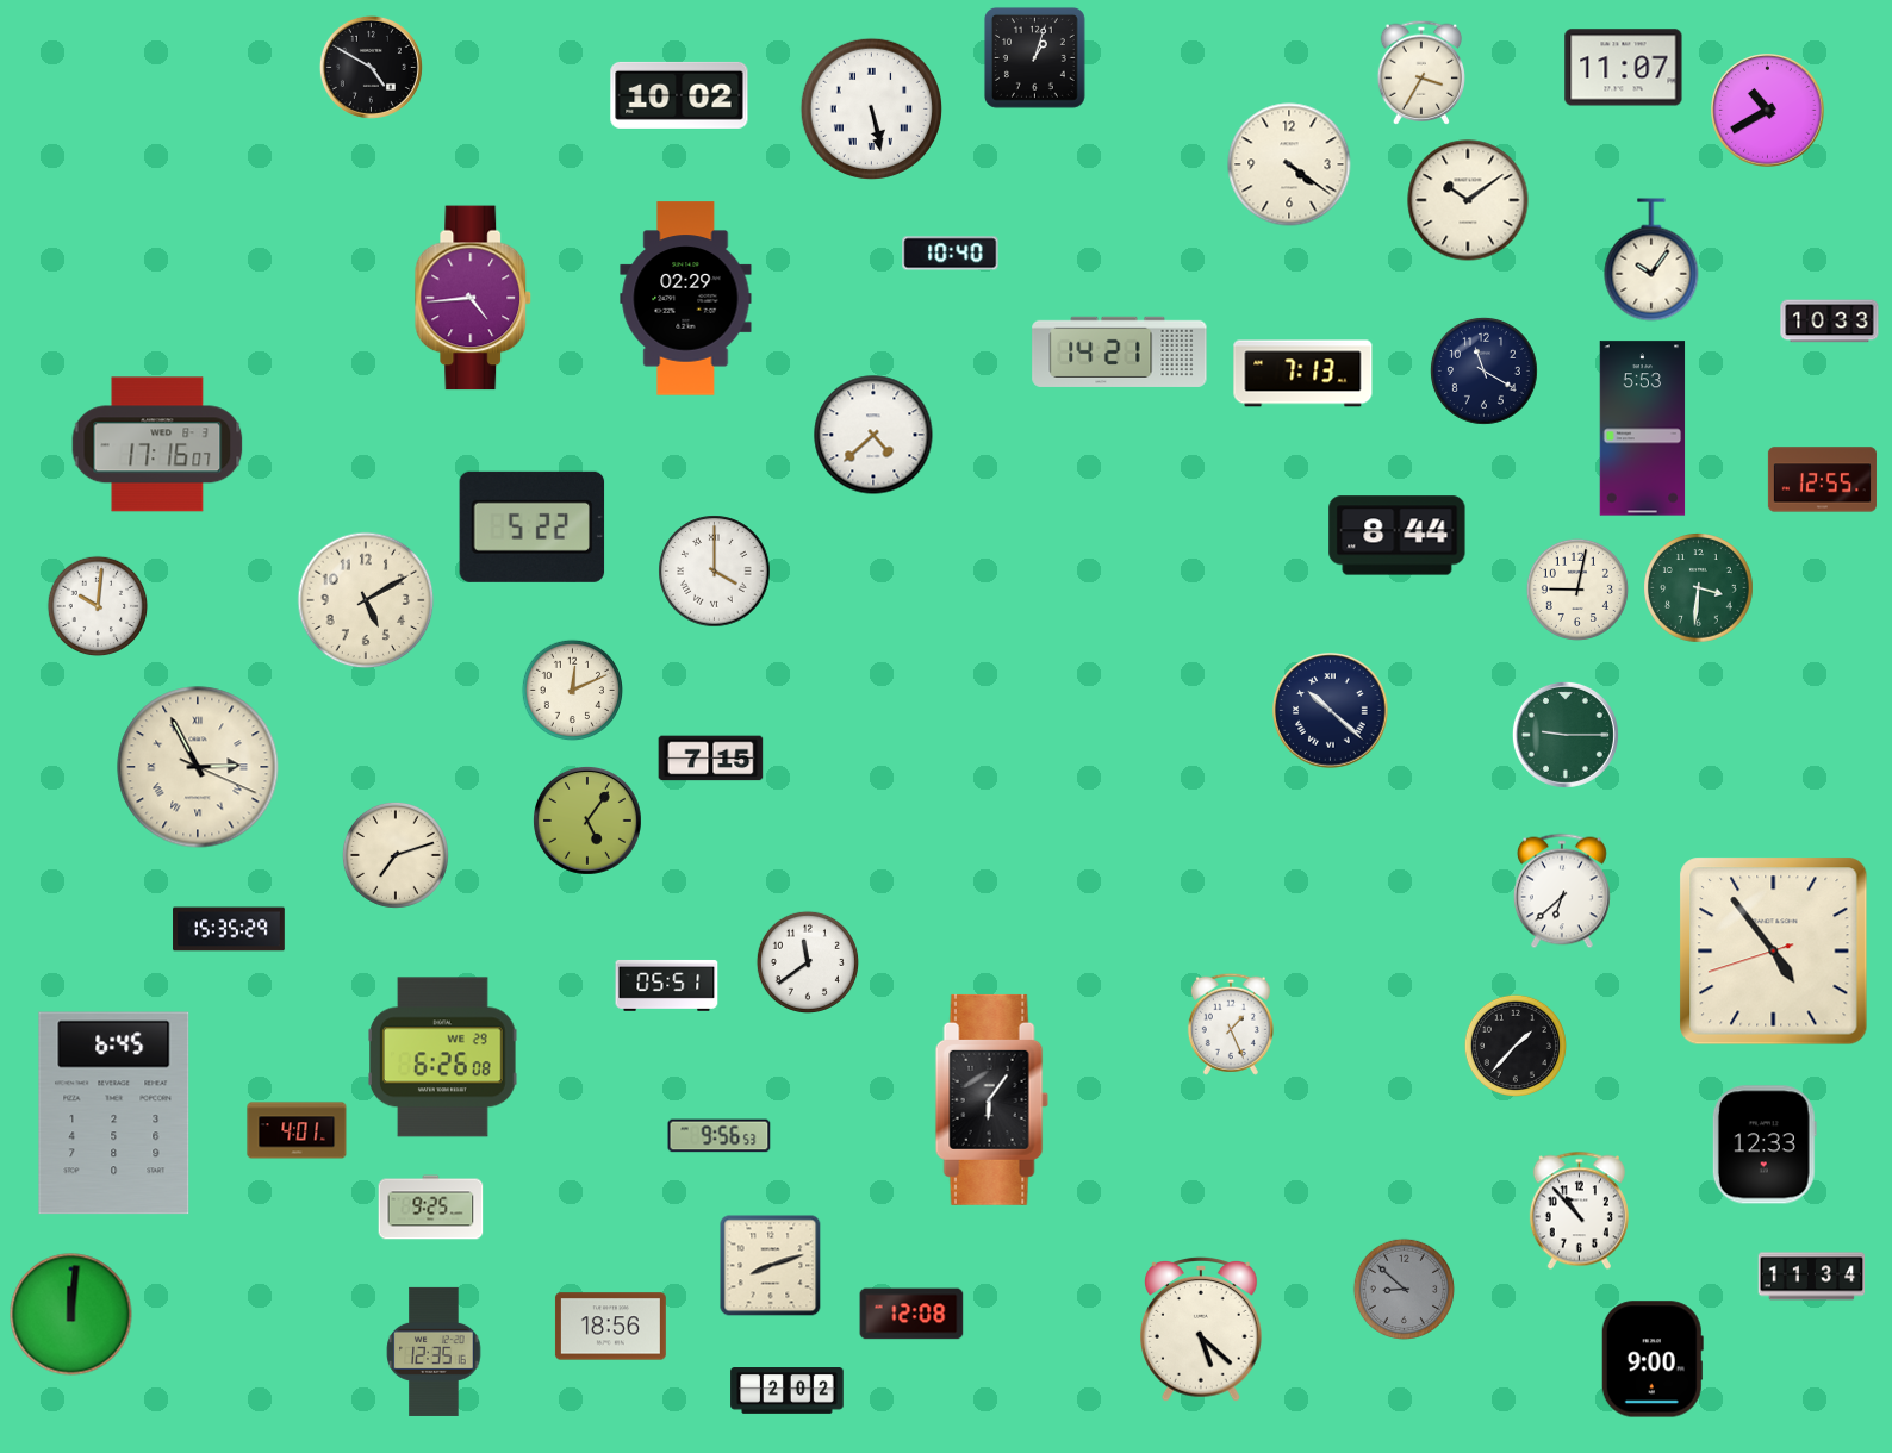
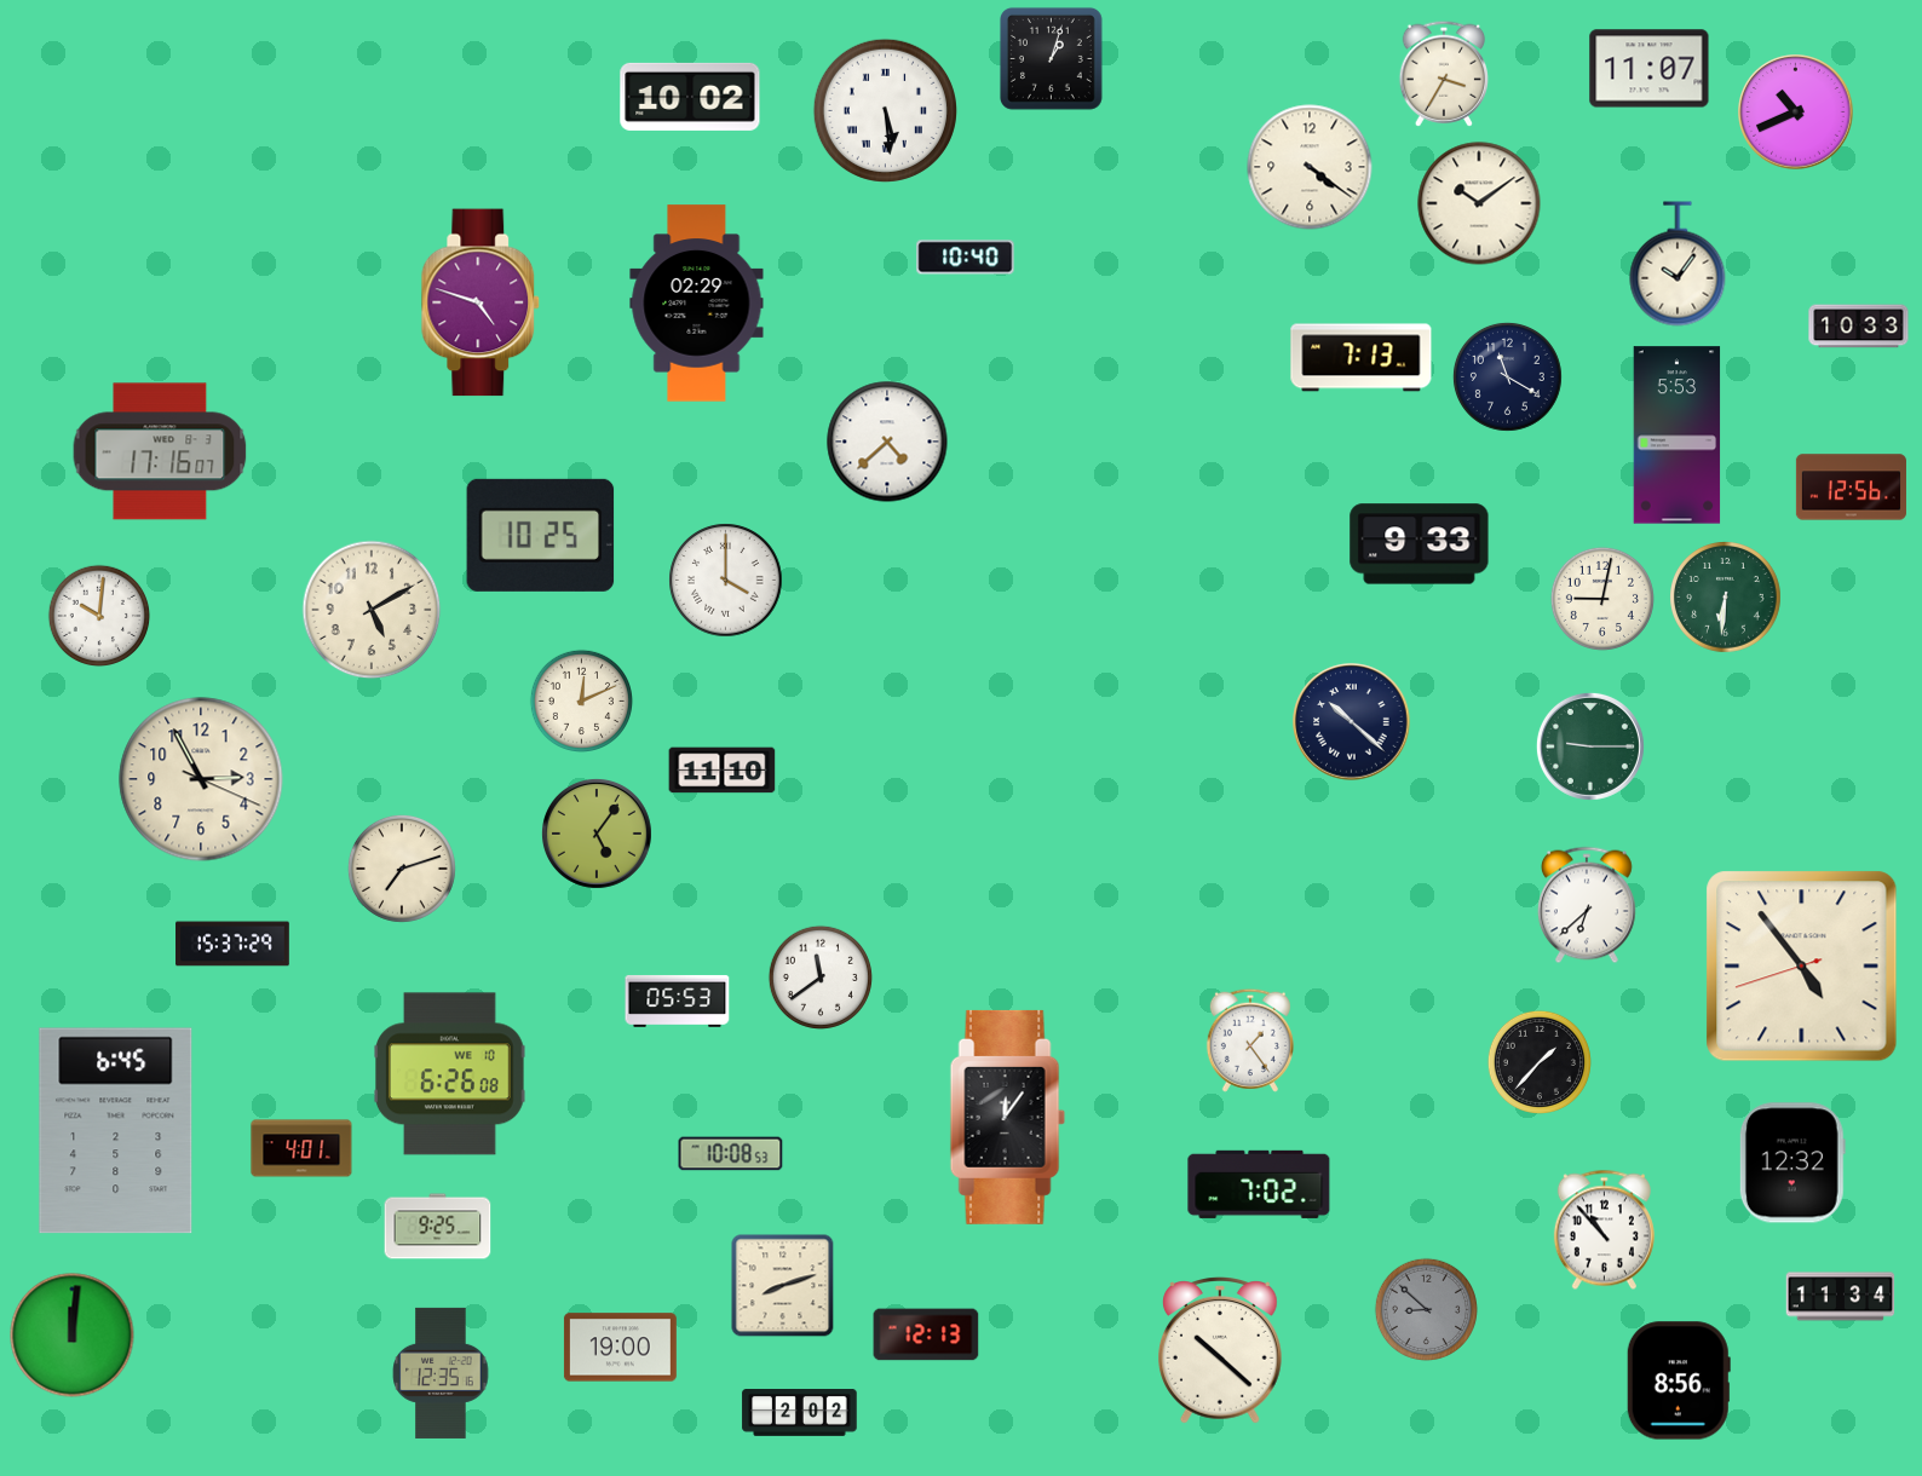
clock at (371, 67): 4:50 -> none
clock at (871, 108): 5:28 -> 5:29
clock at (1768, 111): 10:40 -> 10:41
clock at (1468, 200) position: (1468, 200) -> (1479, 203)
clock at (473, 298): 4:44 -> 4:48
clock at (1120, 351): 14:21 -> none
clock at (1303, 374) position: (1303, 374) -> (1362, 358)
clock at (1643, 429) position: (1643, 429) -> (1678, 436)
clock at (1822, 480): 12:55 -> 12:56
clock at (533, 526): 5:22 -> 10:25
clock at (1398, 536): 8:44 -> 9:33
clock at (1699, 588): 3:31 -> 6:31
clock at (711, 759): 7:15 -> 11:10
clock at (198, 767) numerals: Roman -> Arabic
clock at (229, 929): 15:35 -> 15:37
clock at (667, 985): 05:51 -> 05:53
clock at (1231, 1024): 1:26 -> 1:24
clock at (443, 1058) date: WE 29 -> WE 10
clock at (991, 1099): 6:06 -> 12:06
clock at (720, 1136): 9:56 -> 10:08
clock at (1765, 1145): 12:33 -> 12:32
clock at (1259, 1184): none -> 7:02
clock at (911, 1314): 12:08 -> 12:13
clock at (610, 1327): 18:56 -> 19:00
clock at (1202, 1329): 5:22 -> 10:22
clock at (1653, 1359): 9:00 -> 8:56
